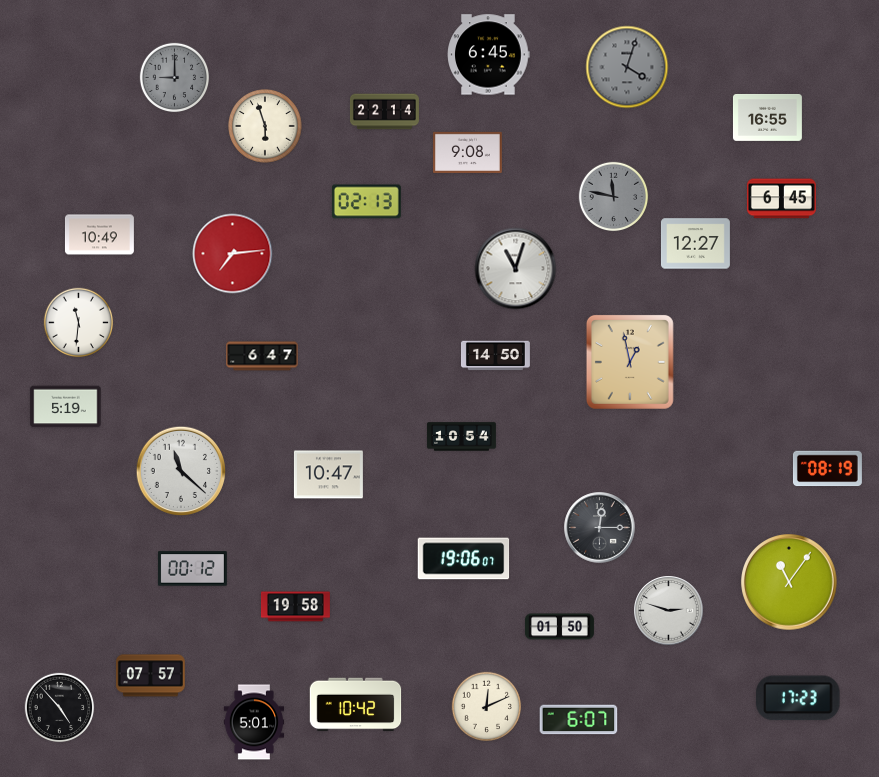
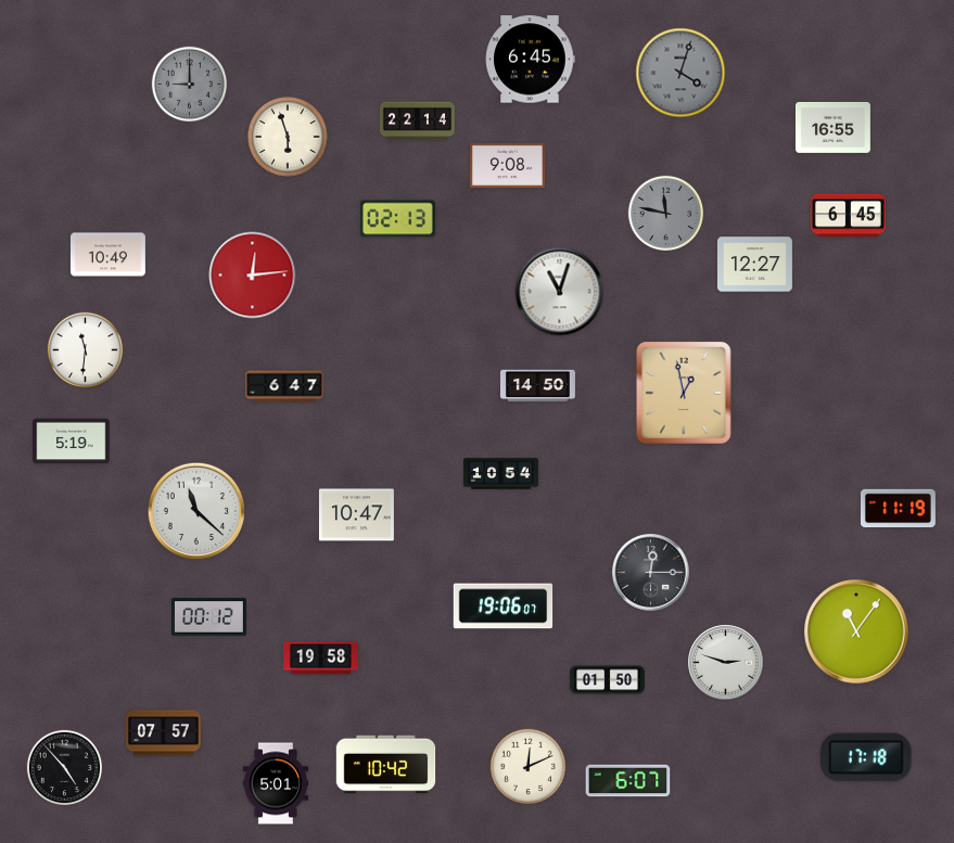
clock at (233, 254): 7:14 -> 12:14
clock at (827, 469): 08:19 -> 11:19
clock at (798, 698): 17:23 -> 17:18
